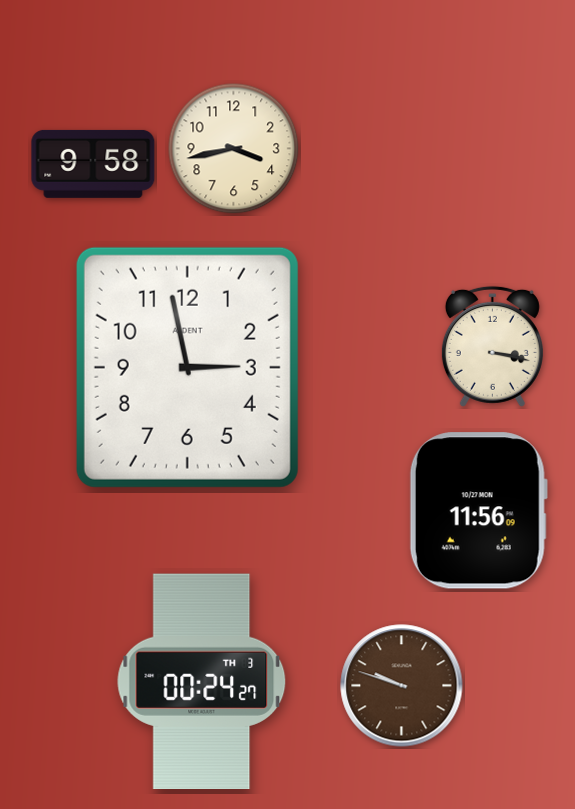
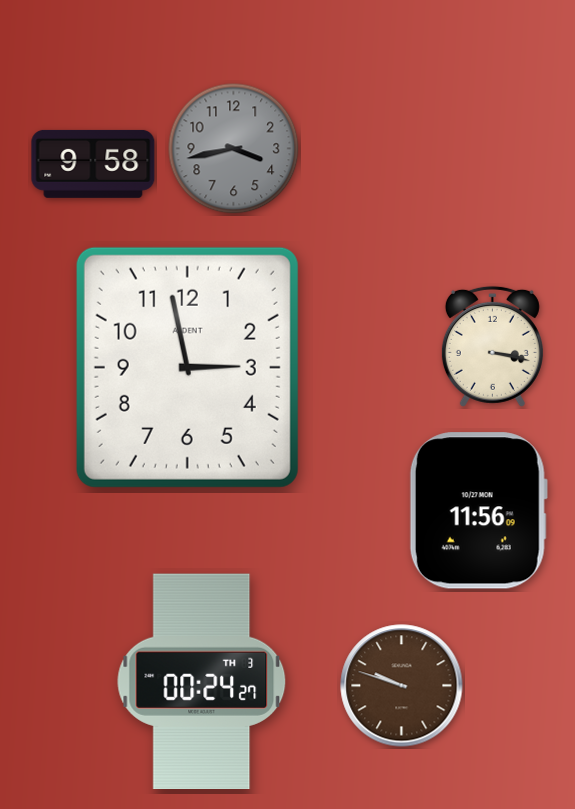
clock at (234, 149) dial: cream -> grey
